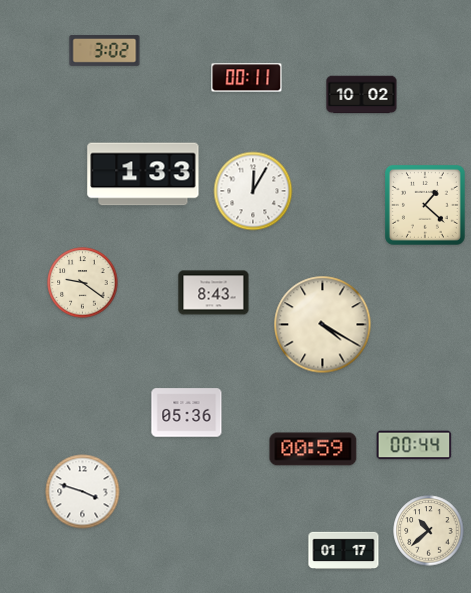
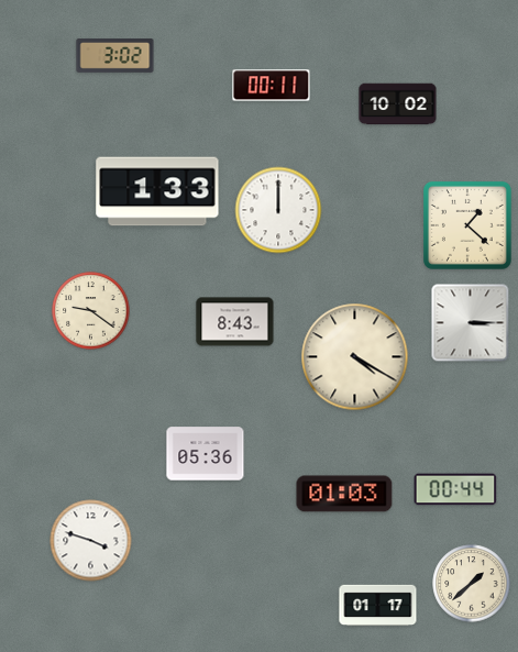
clock at (253, 191): 12:05 -> 12:00
clock at (471, 323): none -> 3:15
clock at (313, 449): 00:59 -> 01:03
clock at (429, 531): 10:38 -> 1:38
